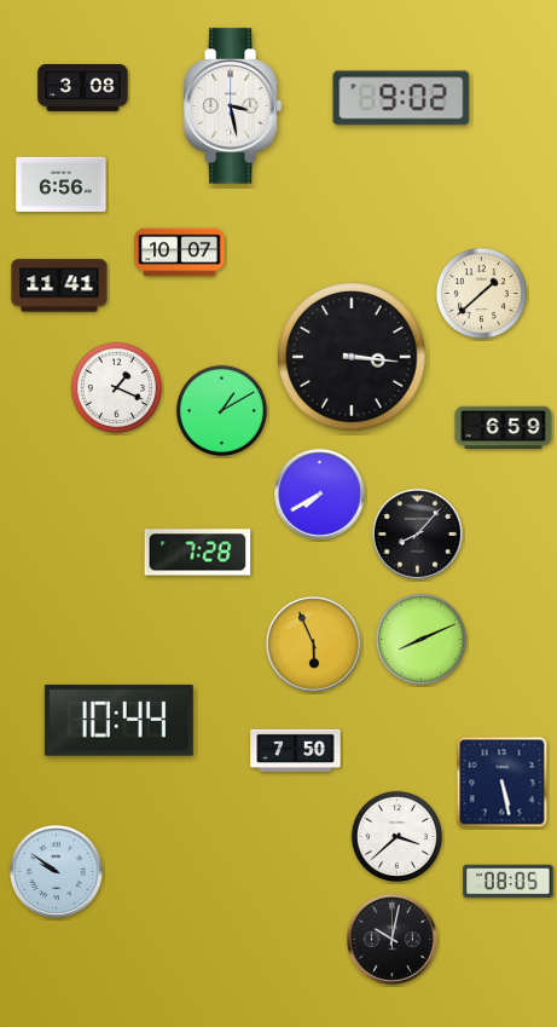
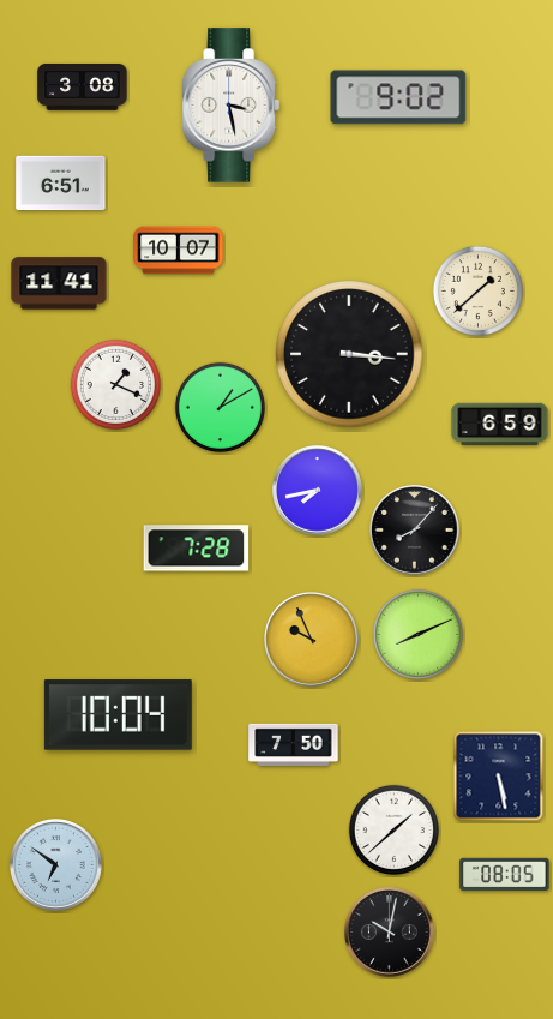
clock at (62, 185): 6:56 -> 6:51
clock at (320, 495): 7:40 -> 7:43
clock at (314, 645): 5:56 -> 9:56
clock at (118, 721): 10:44 -> 10:04
clock at (396, 836): 3:38 -> 1:38
clock at (57, 872): 9:51 -> 6:51
